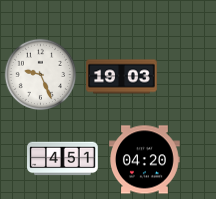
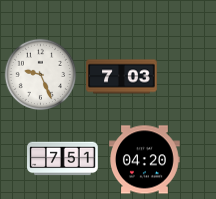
clock at (122, 77): 19:03 -> 7:03
clock at (63, 159): 4:51 -> 7:51
